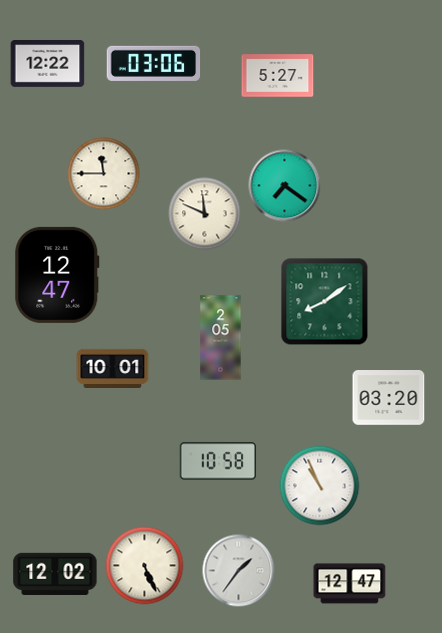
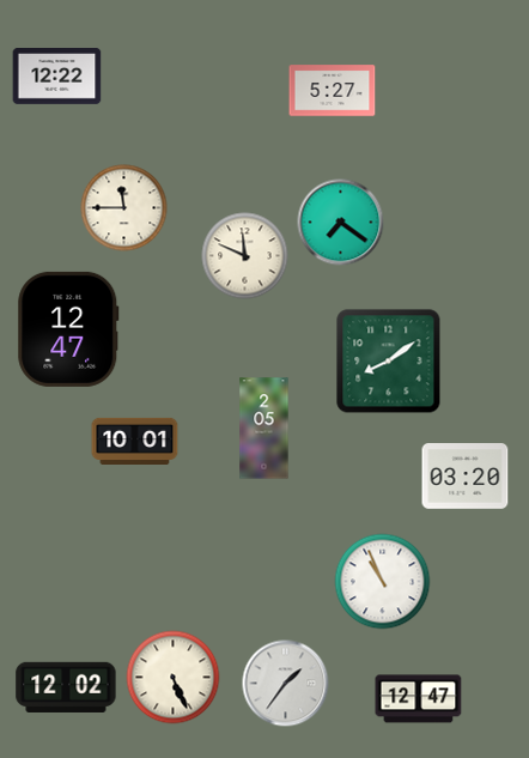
clock at (154, 63): 03:06 -> none
clock at (221, 338) position: (221, 338) -> (264, 429)
clock at (218, 461): 10:58 -> none
